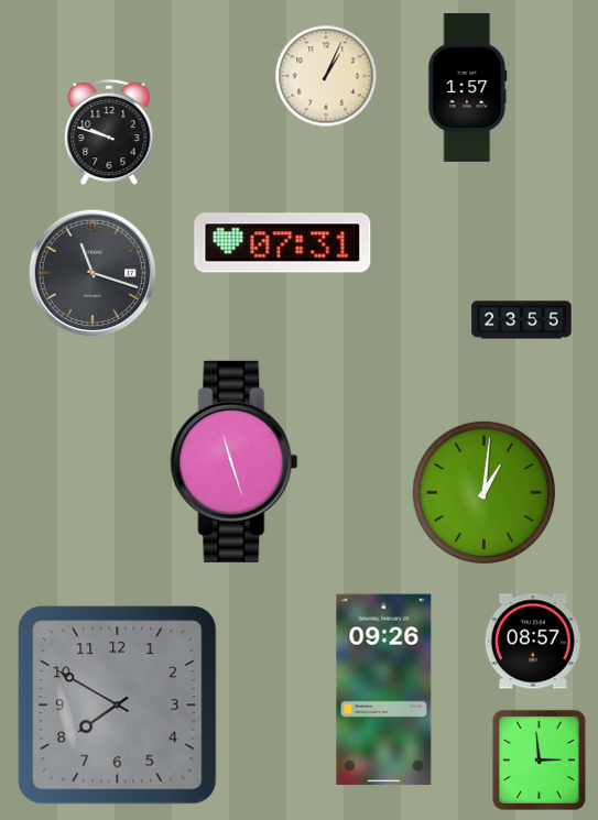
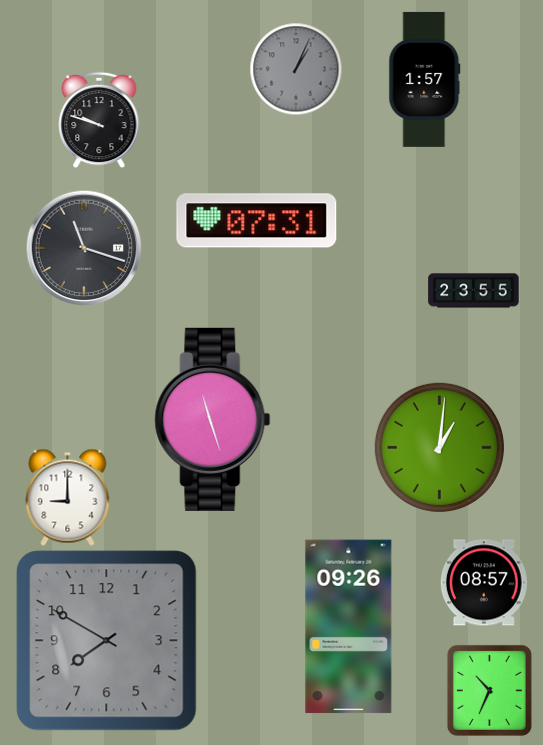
clock at (326, 76) dial: cream -> grey
clock at (68, 497): none -> 9:00
clock at (539, 759): 2:59 -> 10:34
